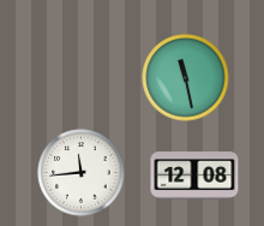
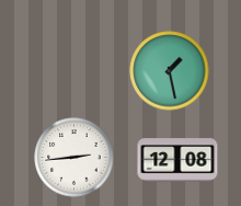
clock at (186, 78): 11:28 -> 1:28
clock at (82, 173): 11:44 -> 2:44
